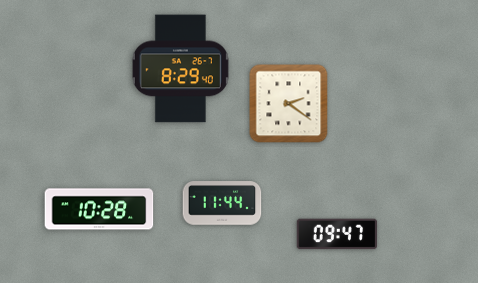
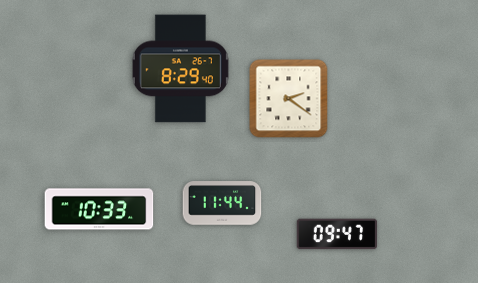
clock at (289, 104) position: (289, 104) -> (289, 99)
clock at (99, 209): 10:28 -> 10:33
